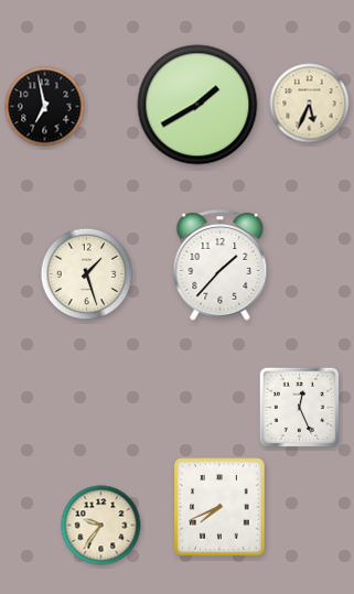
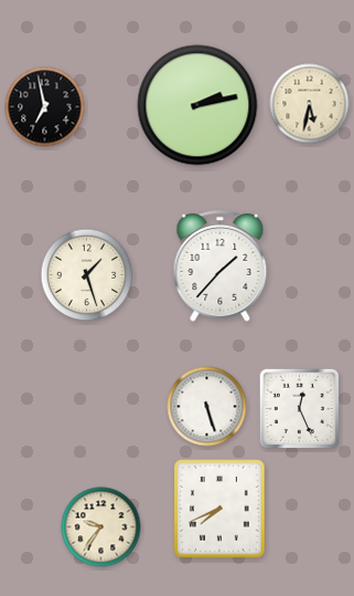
clock at (310, 104): 5:34 -> 5:32
clock at (197, 105): 1:40 -> 2:13
clock at (207, 407): none -> 5:27
